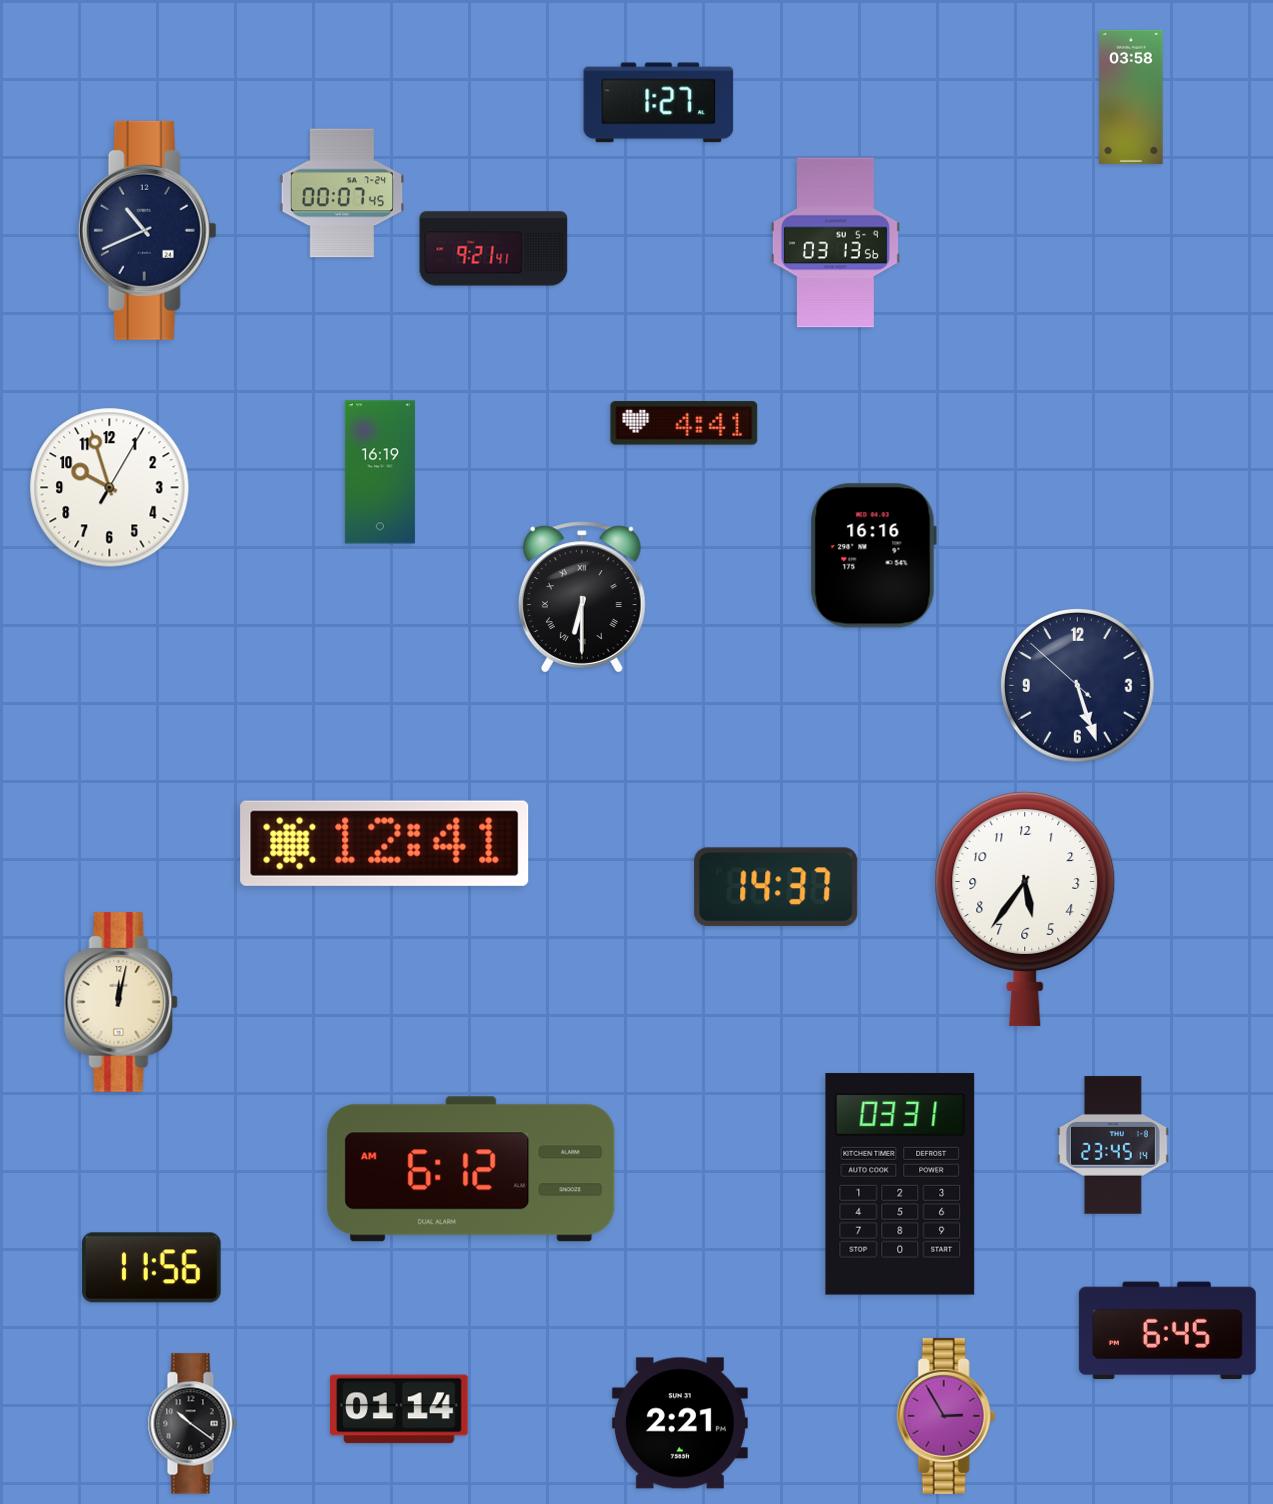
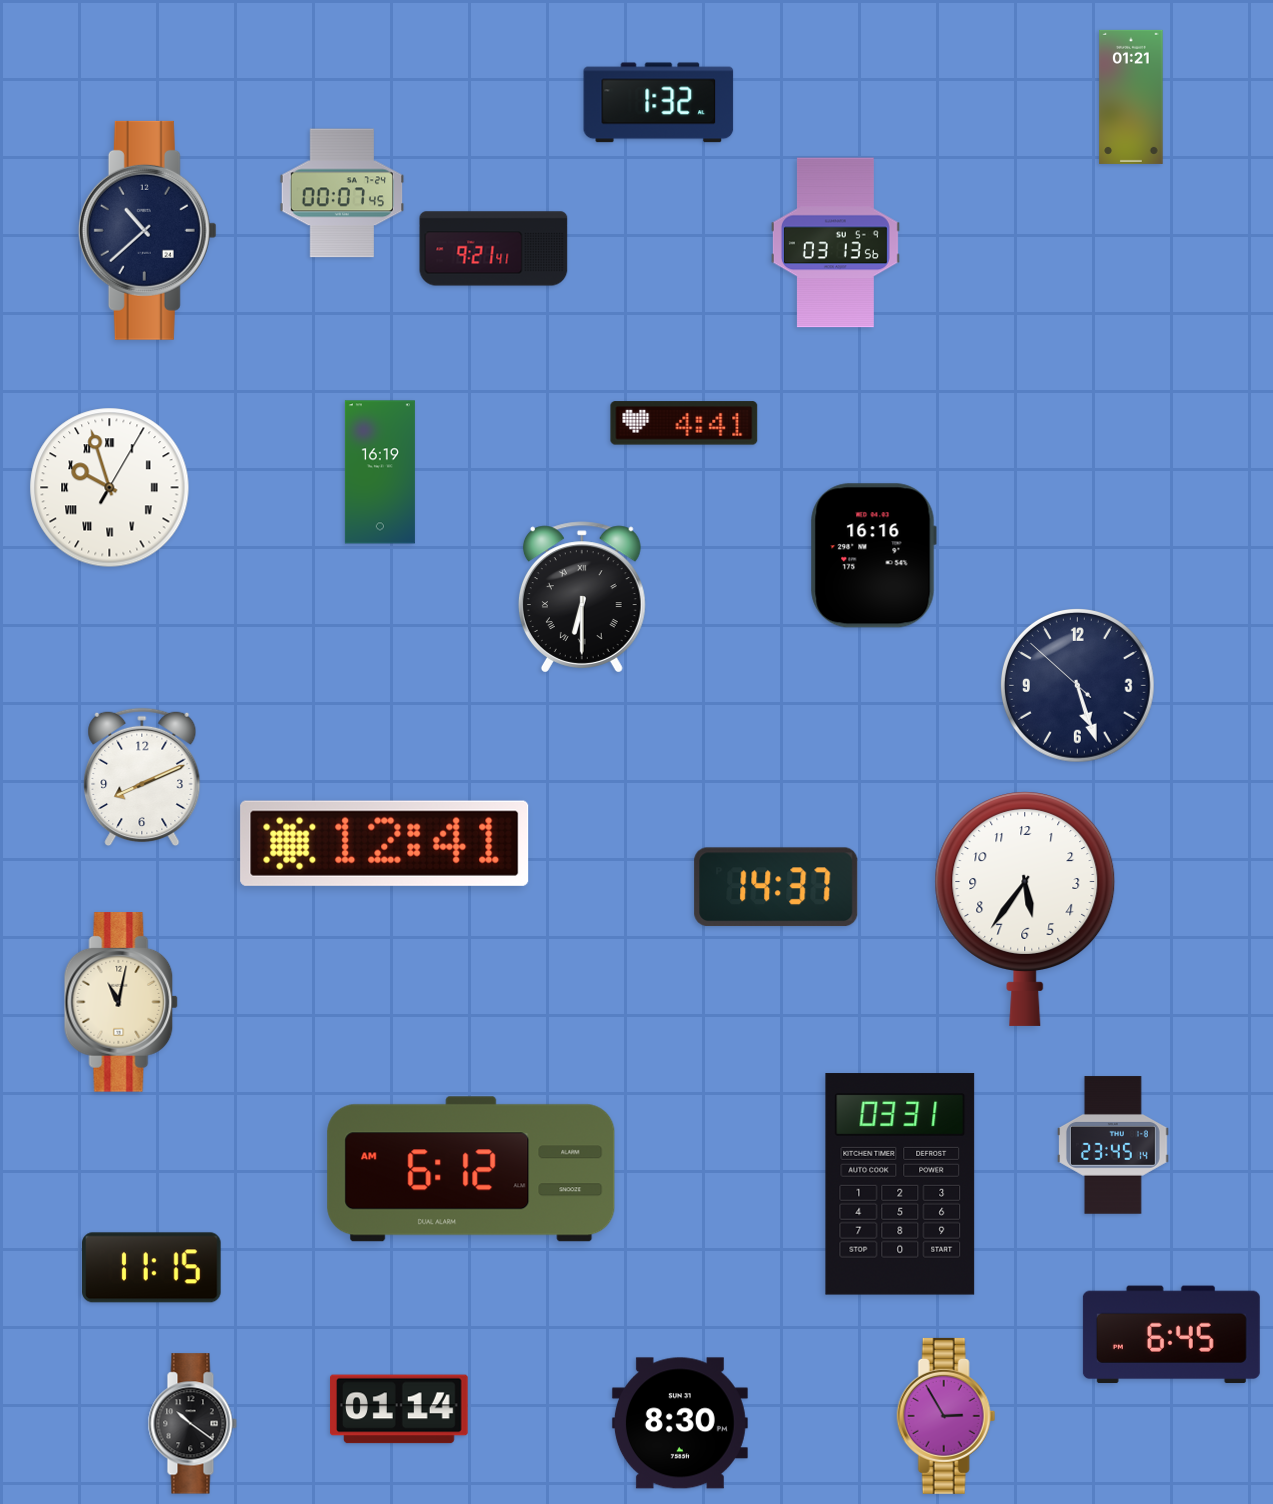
clock at (1131, 97): 03:58 -> 01:21
clock at (659, 103): 1:27 -> 1:32
clock at (147, 230): 10:41 -> 10:38
clock at (110, 488) numerals: Arabic -> Roman
clock at (142, 777): none -> 8:11
clock at (121, 1002): 12:02 -> 11:02
clock at (152, 1268): 11:56 -> 11:15
clock at (1167, 1331) position: (1167, 1331) -> (1171, 1335)
clock at (680, 1423): 2:21 -> 8:30
